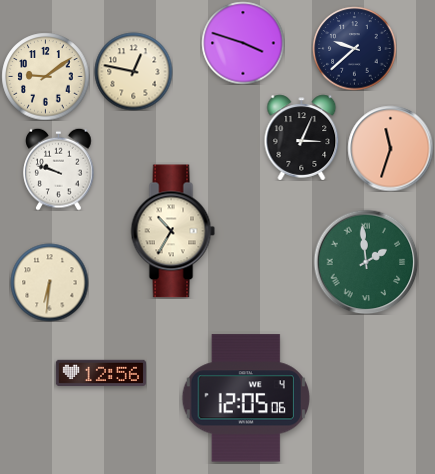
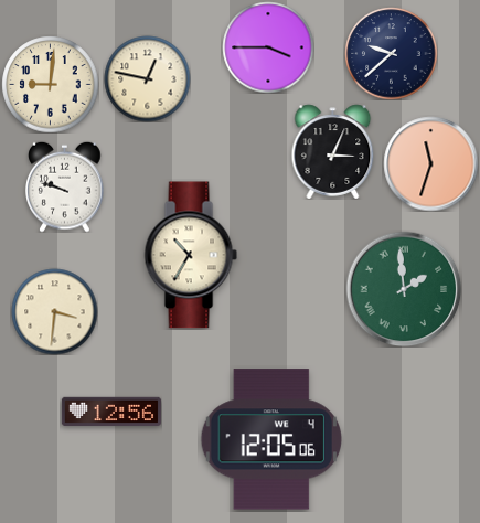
clock at (243, 43): 3:48 -> 3:45
clock at (45, 76): 9:09 -> 9:01
clock at (49, 282): 6:31 -> 3:31
